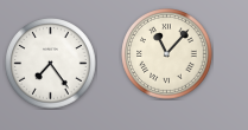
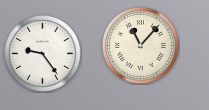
clock at (51, 64): 7:24 -> 9:24
